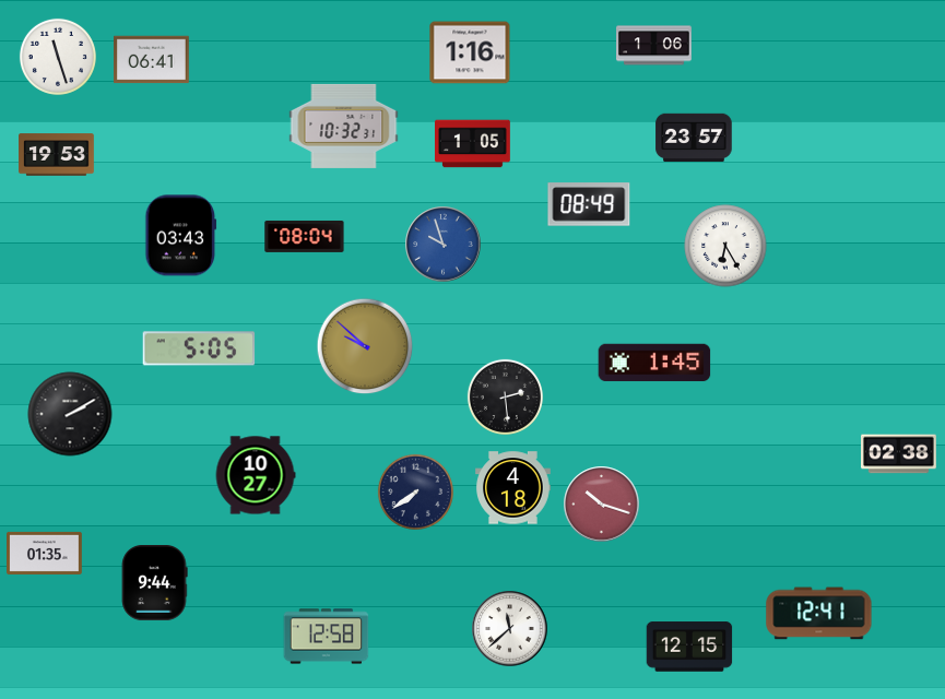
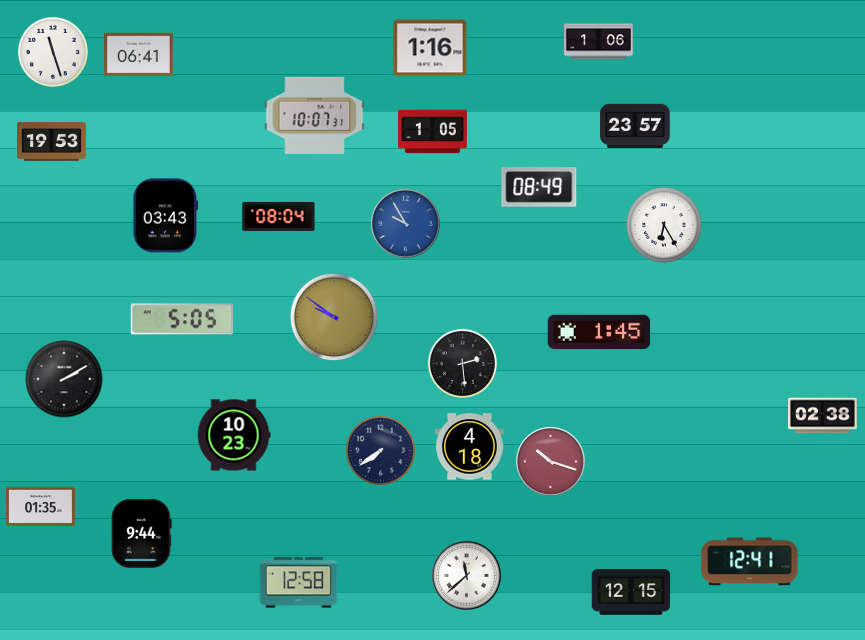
clock at (344, 126): 10:32 -> 10:07
clock at (444, 245): 9:57 -> 9:55
clock at (365, 346): 9:52 -> 9:51
clock at (256, 475): 10:27 -> 10:23
